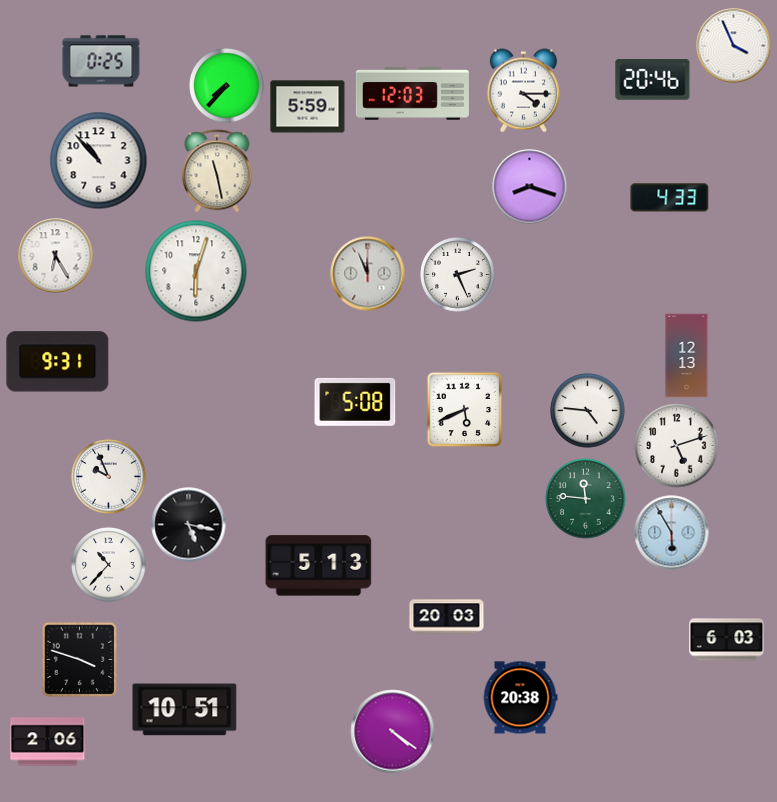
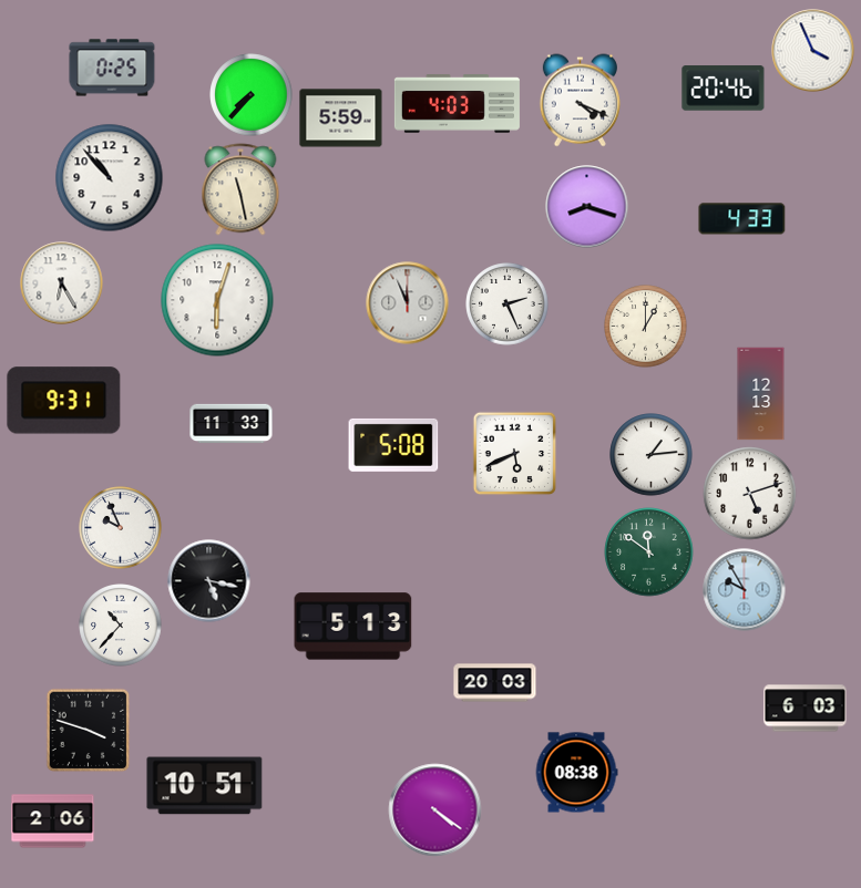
clock at (523, 91): 4:15 -> 4:19
clock at (412, 94): 12:03 -> 4:03
clock at (646, 327): none -> 1:00
clock at (232, 424): none -> 11:33
clock at (588, 411): 4:46 -> 1:14
clock at (586, 499): 11:46 -> 11:51
clock at (672, 533): 5:55 -> 9:55
clock at (520, 698): 20:38 -> 08:38
